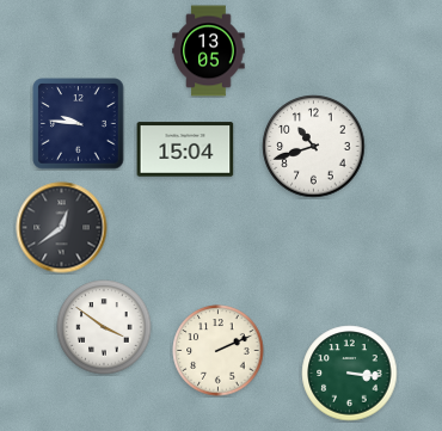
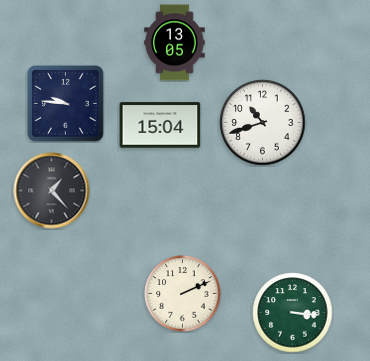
clock at (185, 149) position: (185, 149) -> (160, 125)
clock at (62, 228): 12:39 -> 1:23
clock at (104, 327): 3:51 -> none
